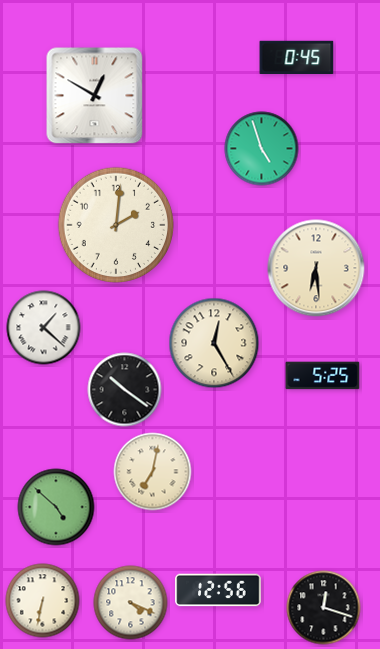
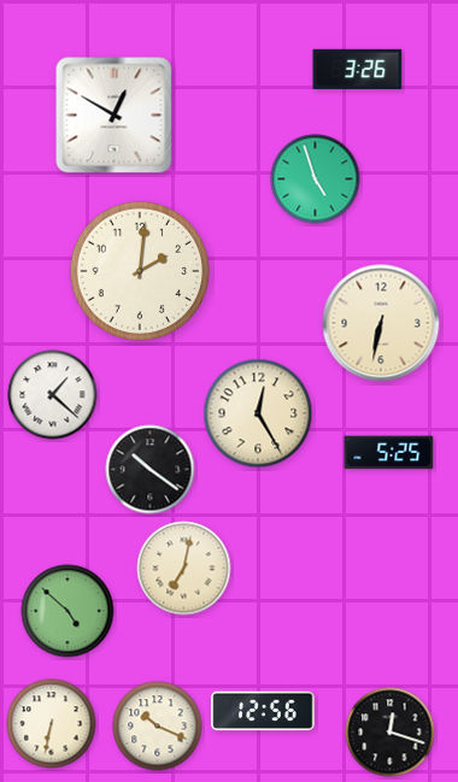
clock at (297, 58): 0:45 -> 3:26
clock at (316, 268): 6:29 -> 6:32
clock at (131, 603): 4:19 -> 10:19
